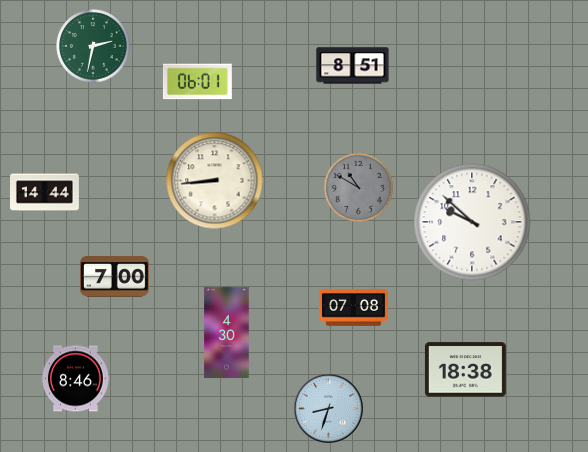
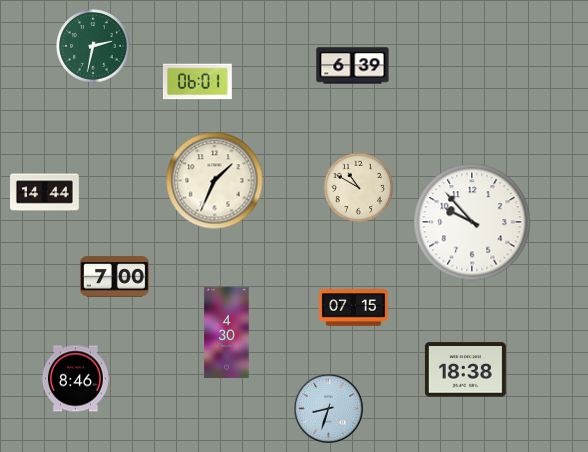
clock at (353, 66): 8:51 -> 6:39
clock at (215, 181): 8:44 -> 1:34
clock at (358, 187) dial: grey -> cream
clock at (472, 222): 9:52 -> 9:53
clock at (354, 308): 07:08 -> 07:15
